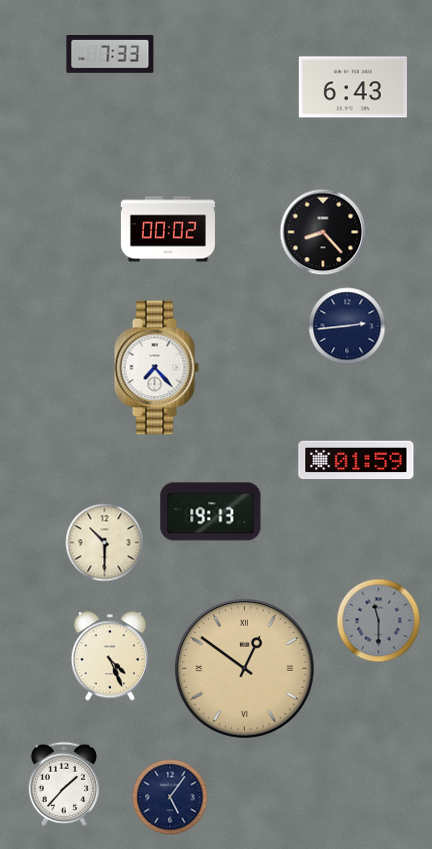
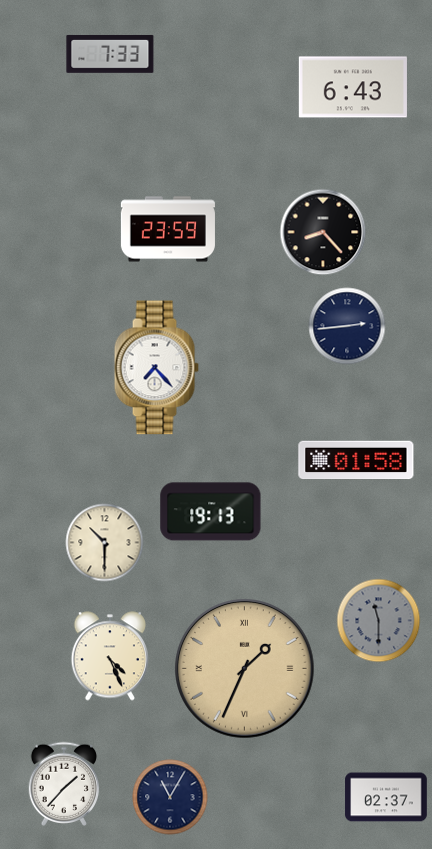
clock at (168, 229): 00:02 -> 23:59
clock at (356, 460): 01:59 -> 01:58
clock at (245, 669): 12:51 -> 1:34
clock at (170, 797): 5:06 -> 11:05
clock at (386, 797): none -> 02:37
